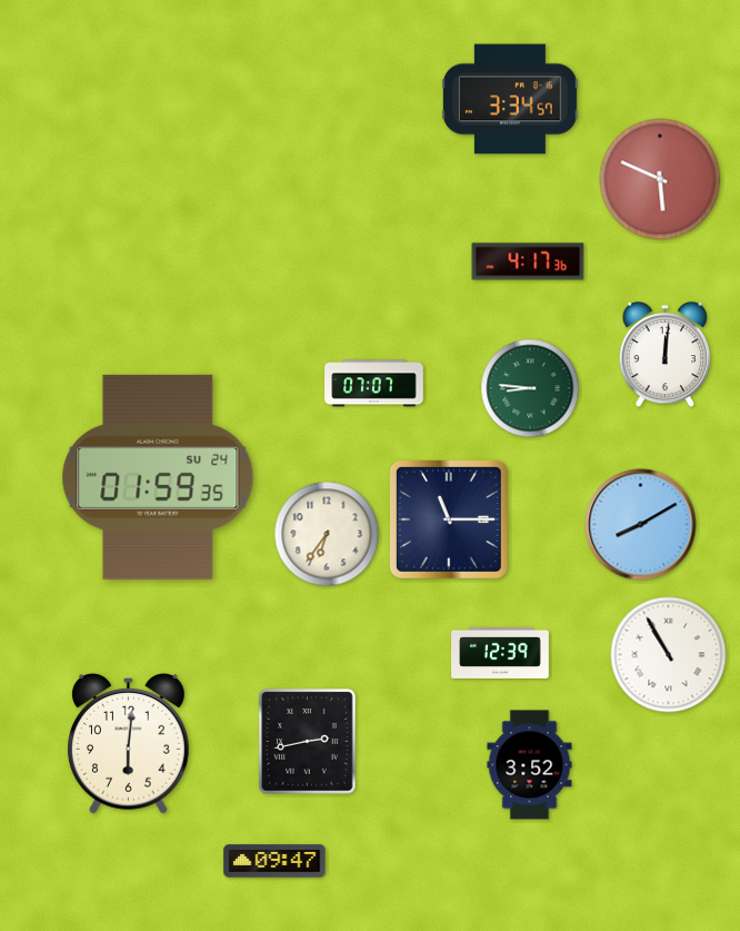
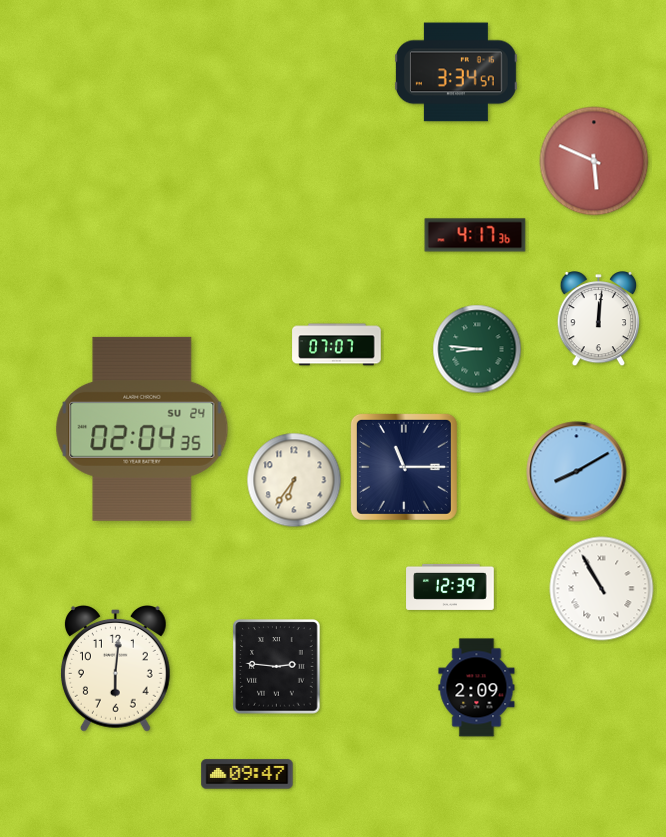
clock at (510, 99) position: (510, 99) -> (456, 72)
clock at (158, 477): 01:59 -> 02:04
clock at (308, 742): 2:43 -> 2:46
clock at (530, 765): 3:52 -> 2:09
